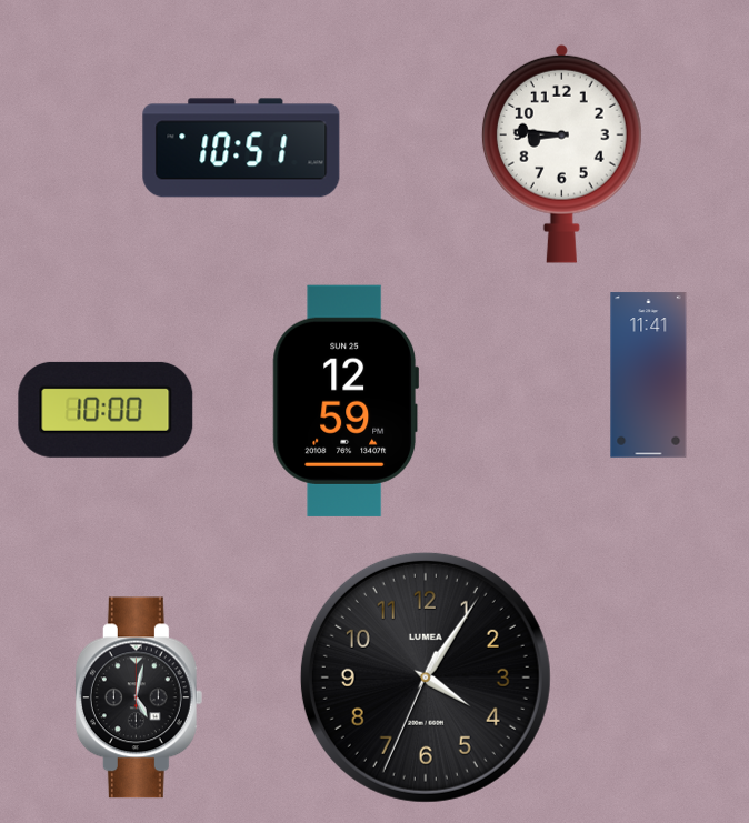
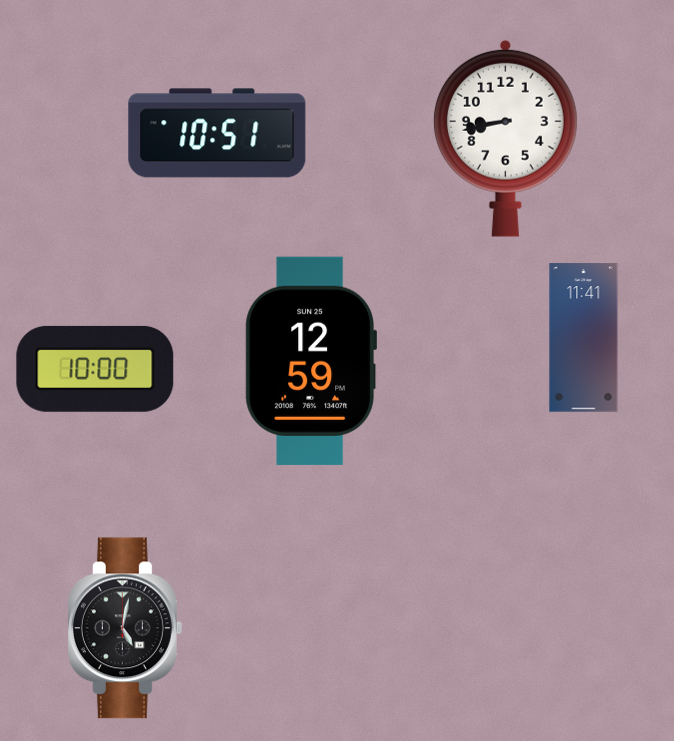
clock at (561, 153): 8:46 -> 8:43
clock at (426, 678): 4:05 -> none
